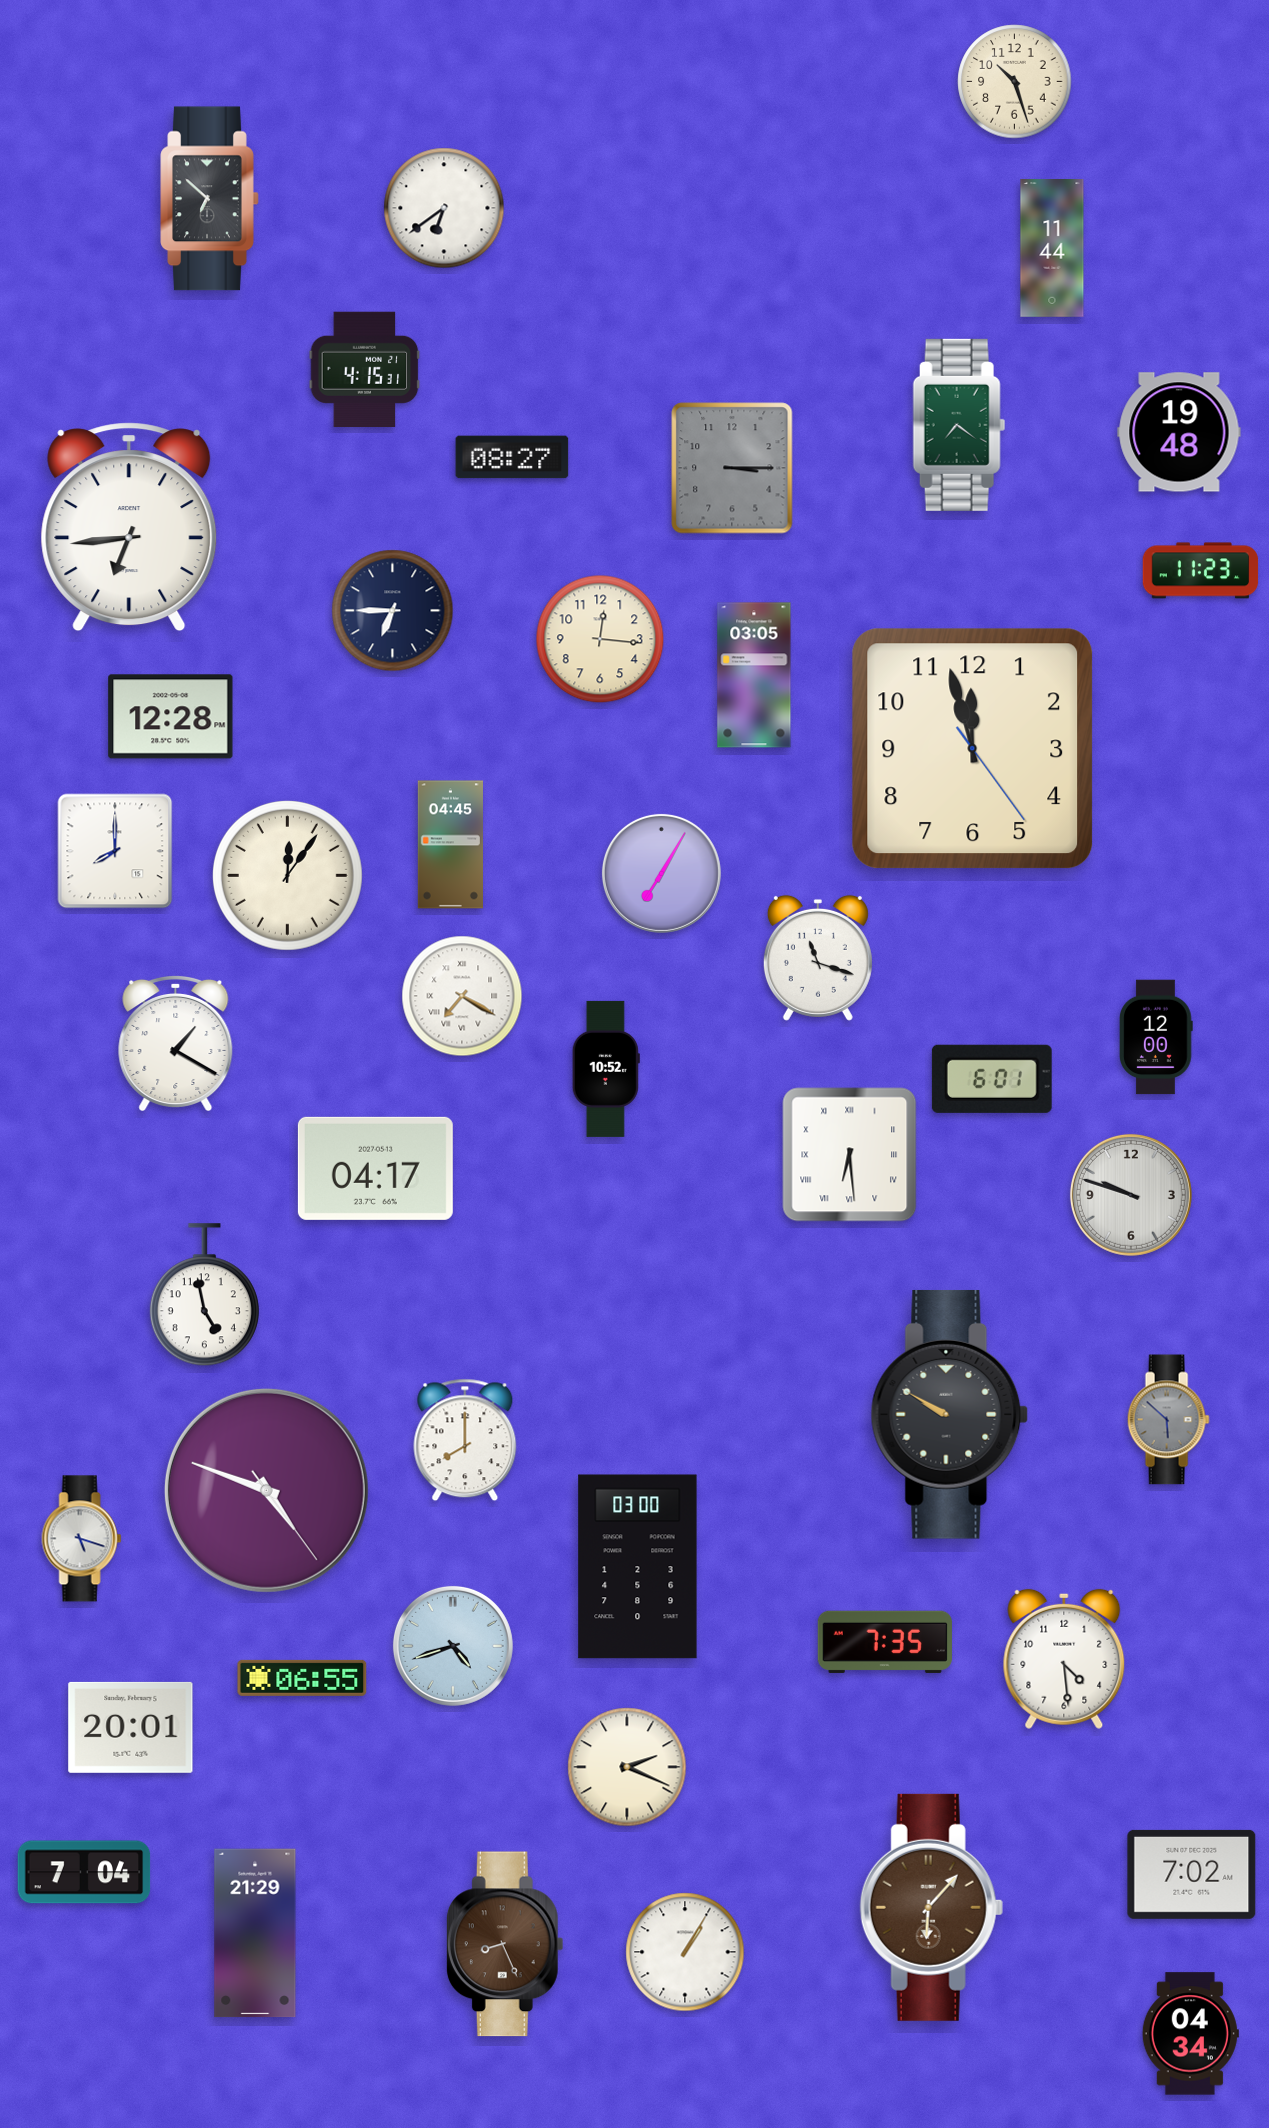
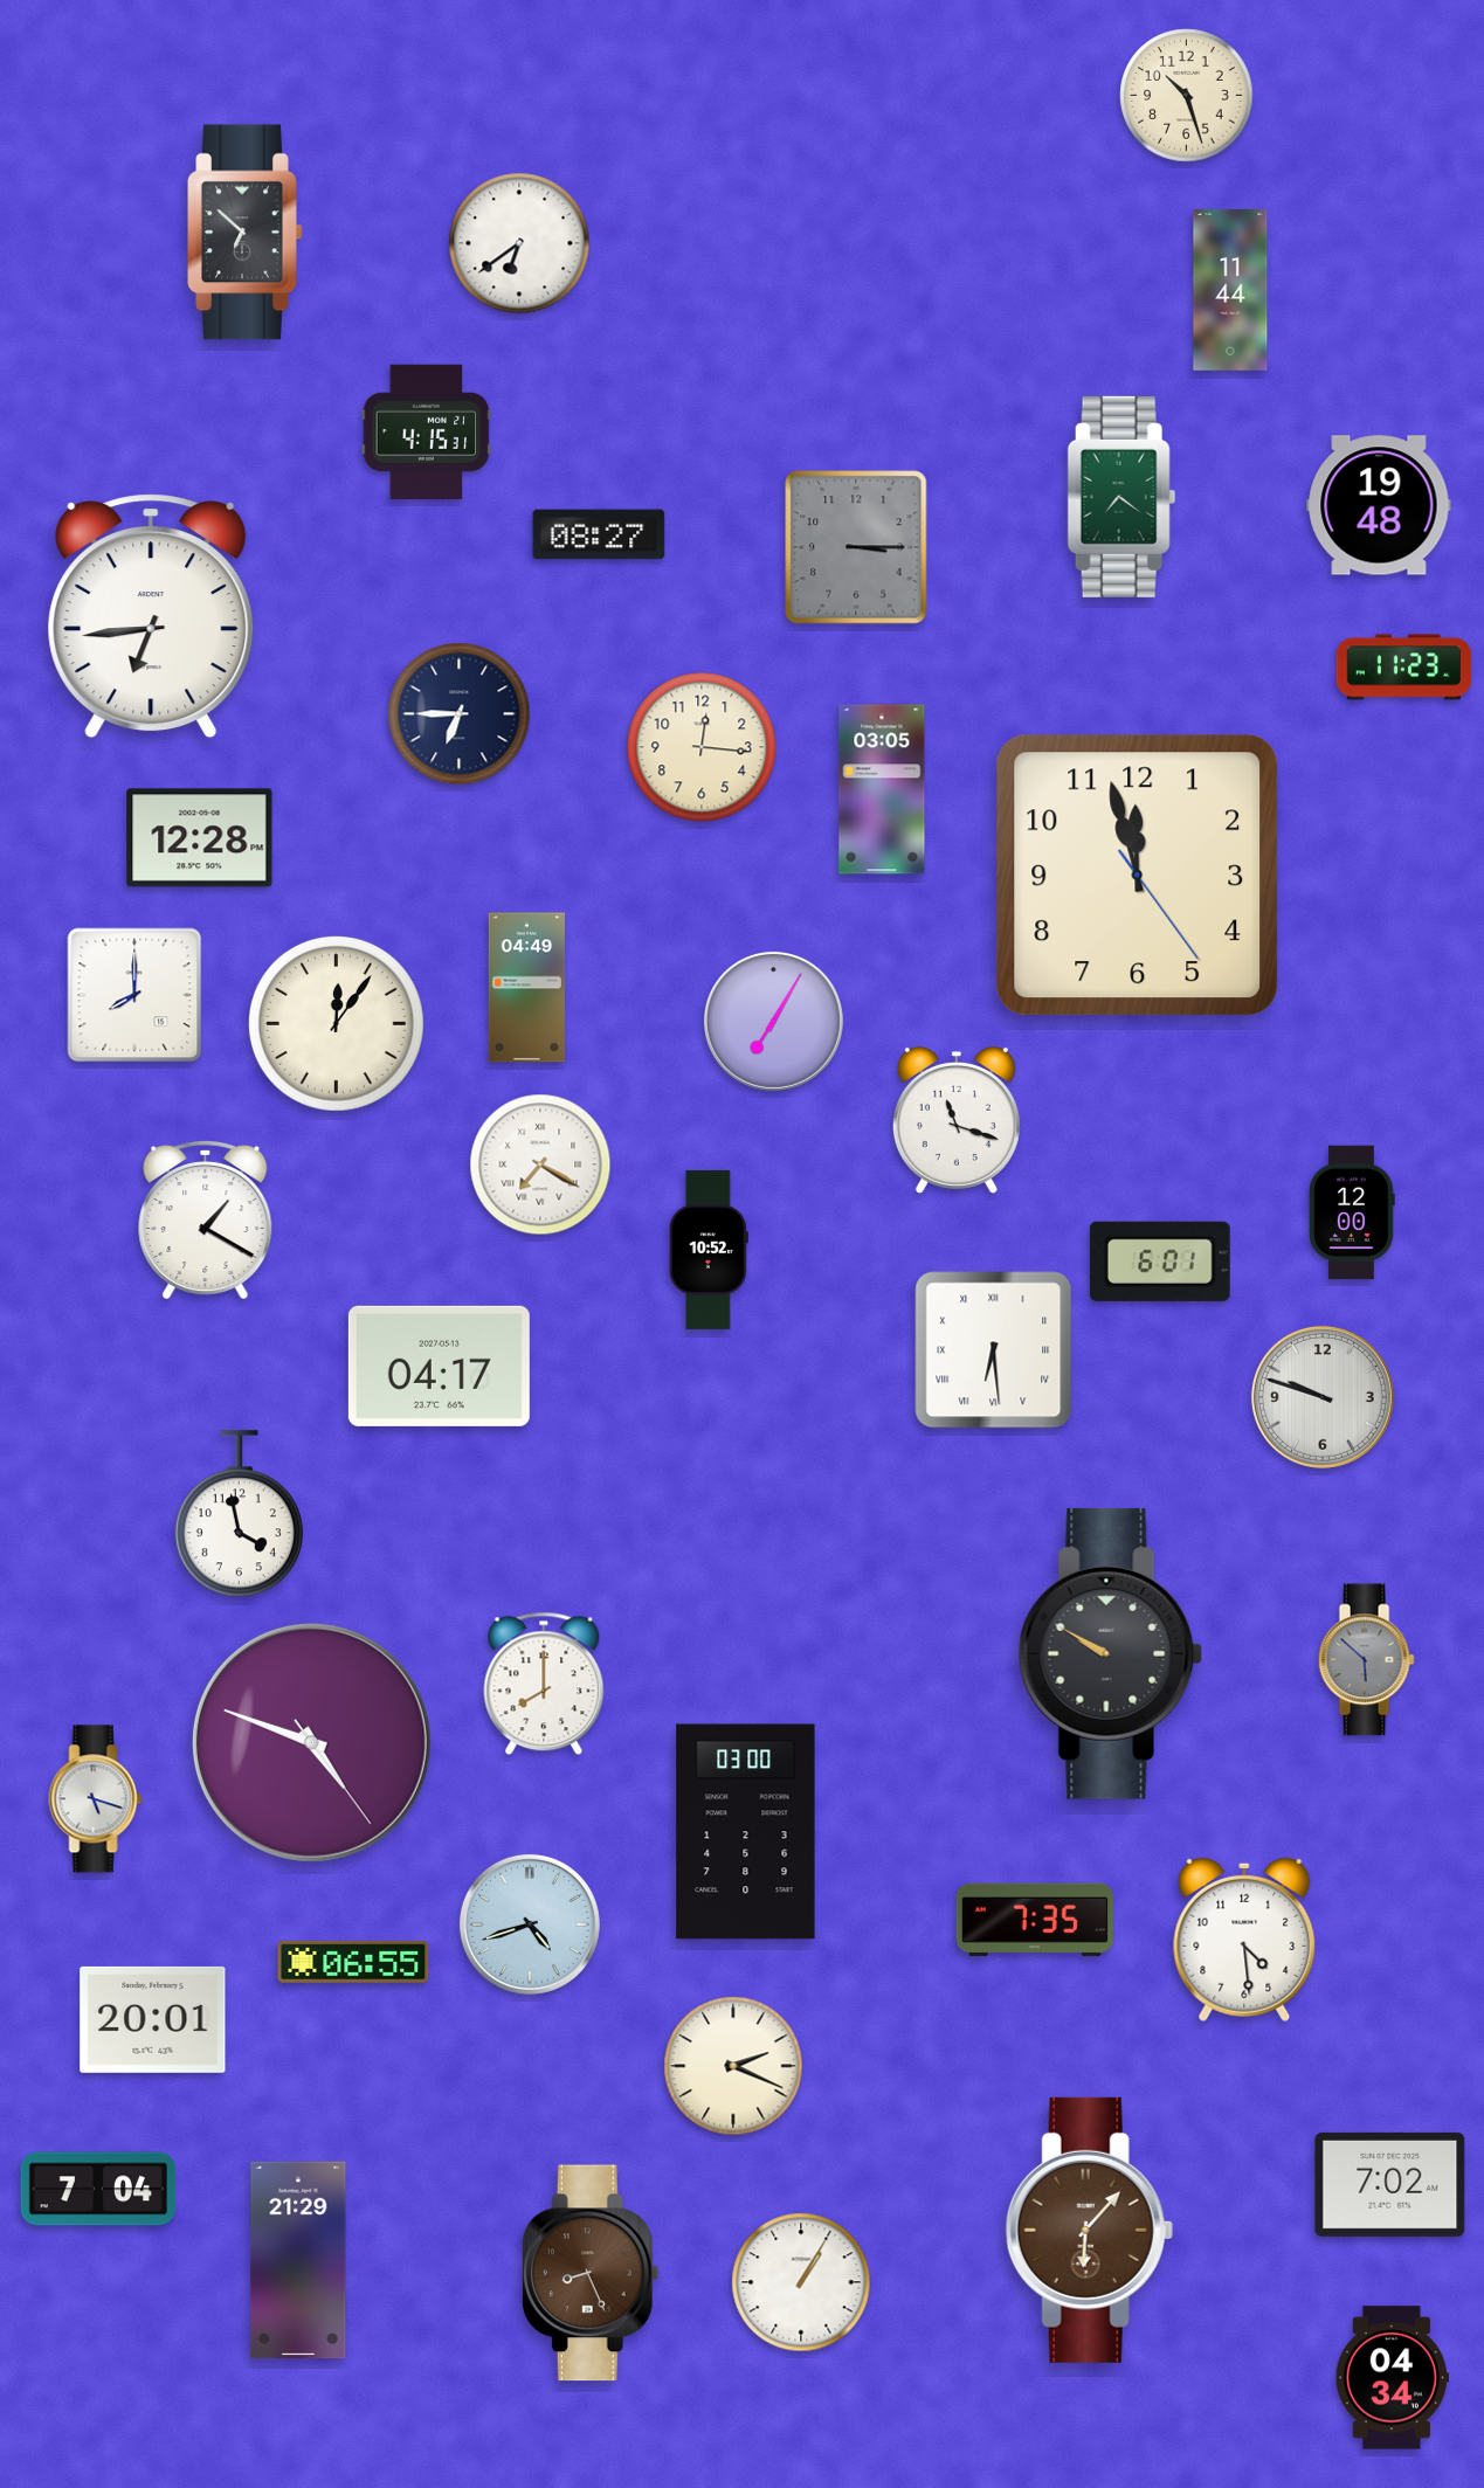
clock at (450, 845): 04:45 -> 04:49
clock at (204, 1295): 4:58 -> 3:58
clock at (1192, 1874) position: (1192, 1874) -> (1390, 2184)
